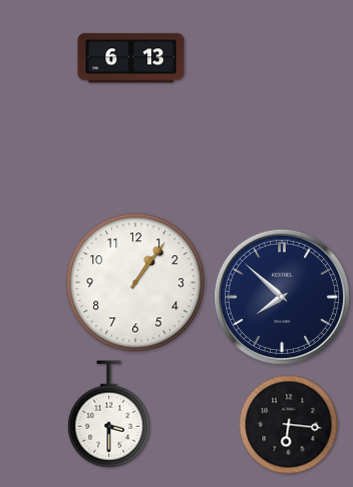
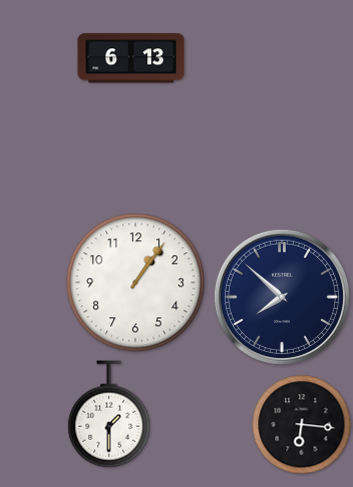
clock at (109, 414): 3:30 -> 1:30
clock at (289, 425) position: (289, 425) -> (302, 425)
